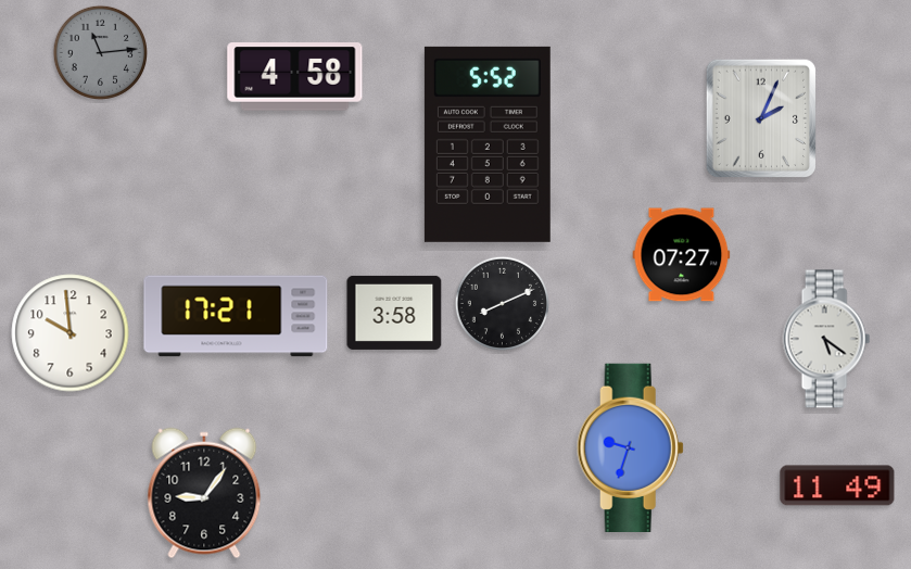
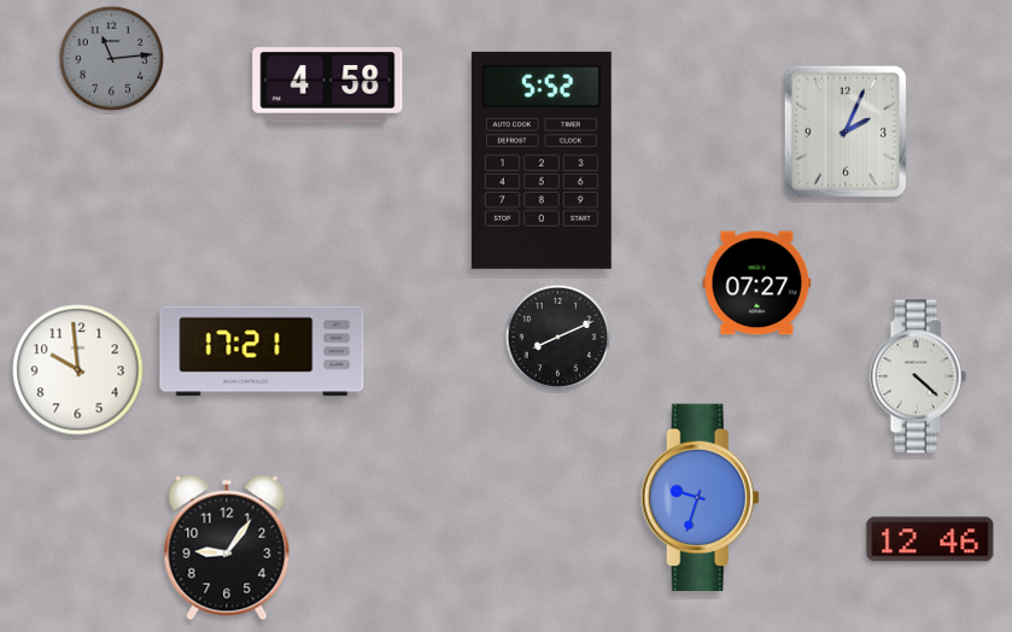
clock at (394, 313): 3:58 -> none
clock at (826, 339): 5:21 -> 4:22
clock at (837, 485): 11:49 -> 12:46
